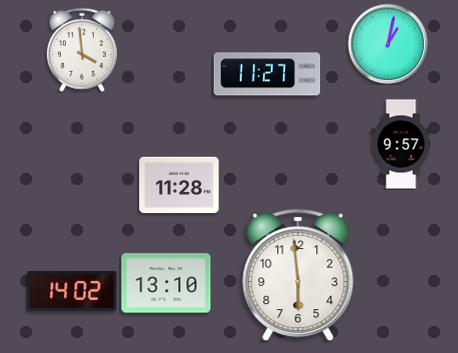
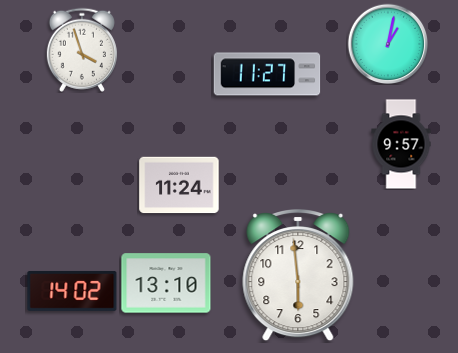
clock at (82, 50): 3:59 -> 3:57
clock at (179, 185): 11:28 -> 11:24
